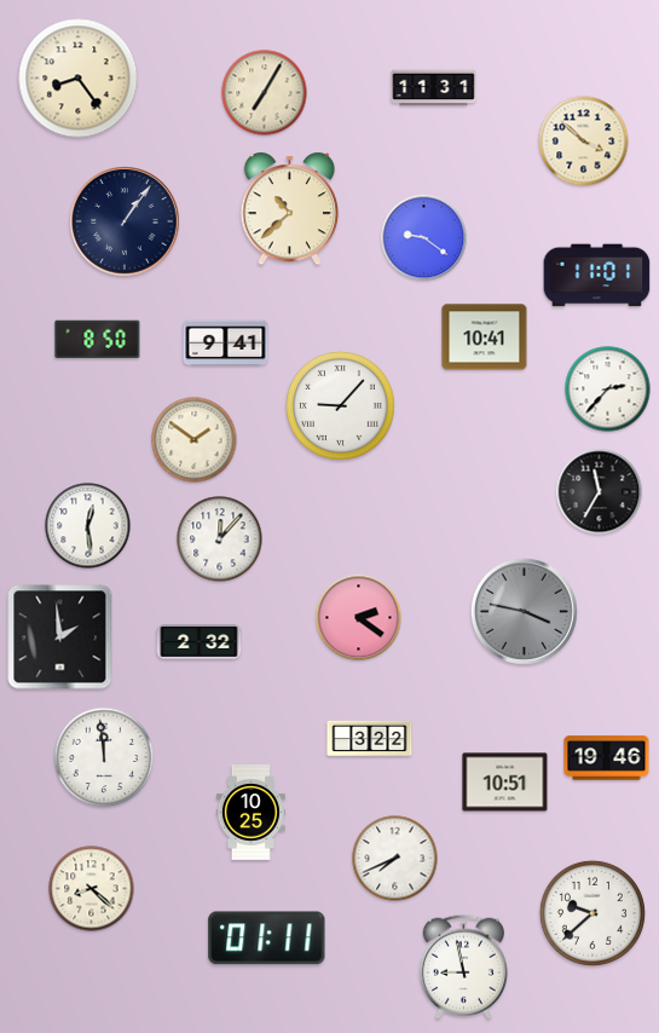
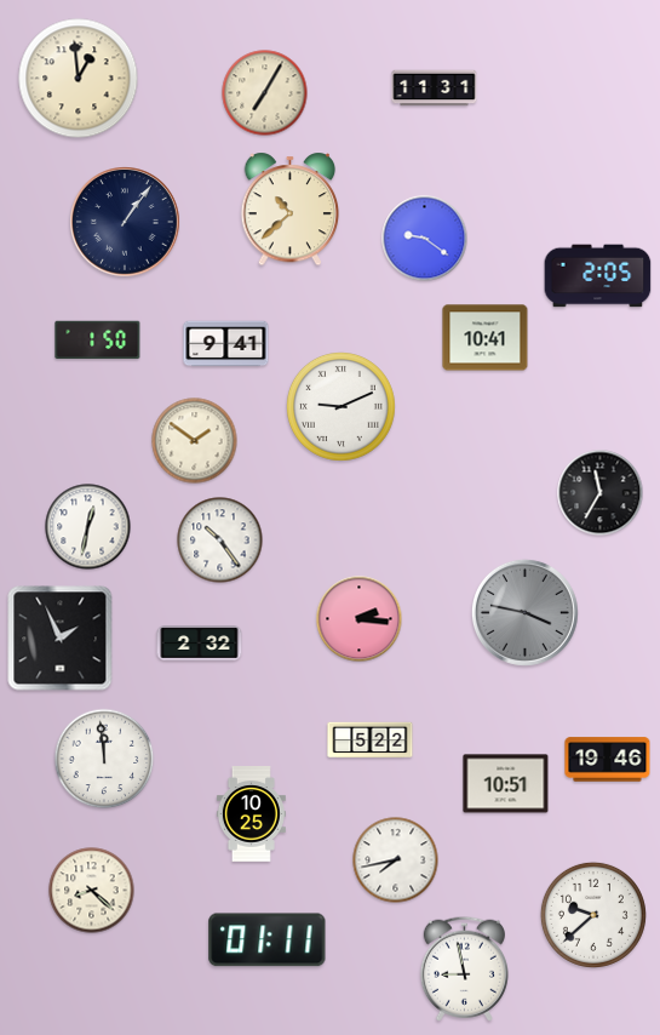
clock at (79, 79): 8:24 -> 12:59
clock at (584, 142): 3:52 -> none
clock at (597, 276): 11:01 -> 2:05
clock at (98, 340): 8:50 -> 1:50
clock at (608, 389): 2:37 -> none
clock at (341, 406): 9:07 -> 9:11
clock at (88, 526): 12:29 -> 12:32
clock at (220, 539): 12:07 -> 10:24
clock at (359, 618): 2:21 -> 2:16
clock at (60, 637): 1:59 -> 1:56
clock at (370, 739): 3:22 -> 5:22
clock at (395, 859): 7:41 -> 7:43
